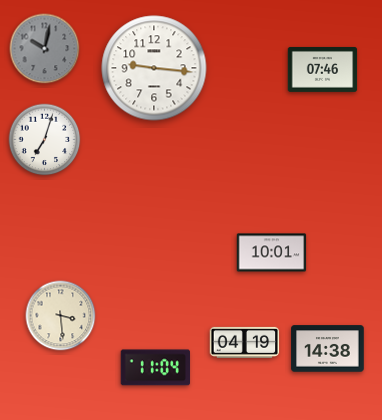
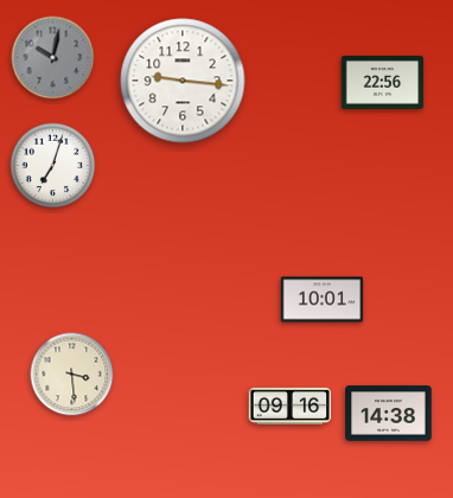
clock at (323, 69): 07:46 -> 22:56
clock at (245, 342): 04:19 -> 09:16
clock at (156, 368): 11:04 -> none
